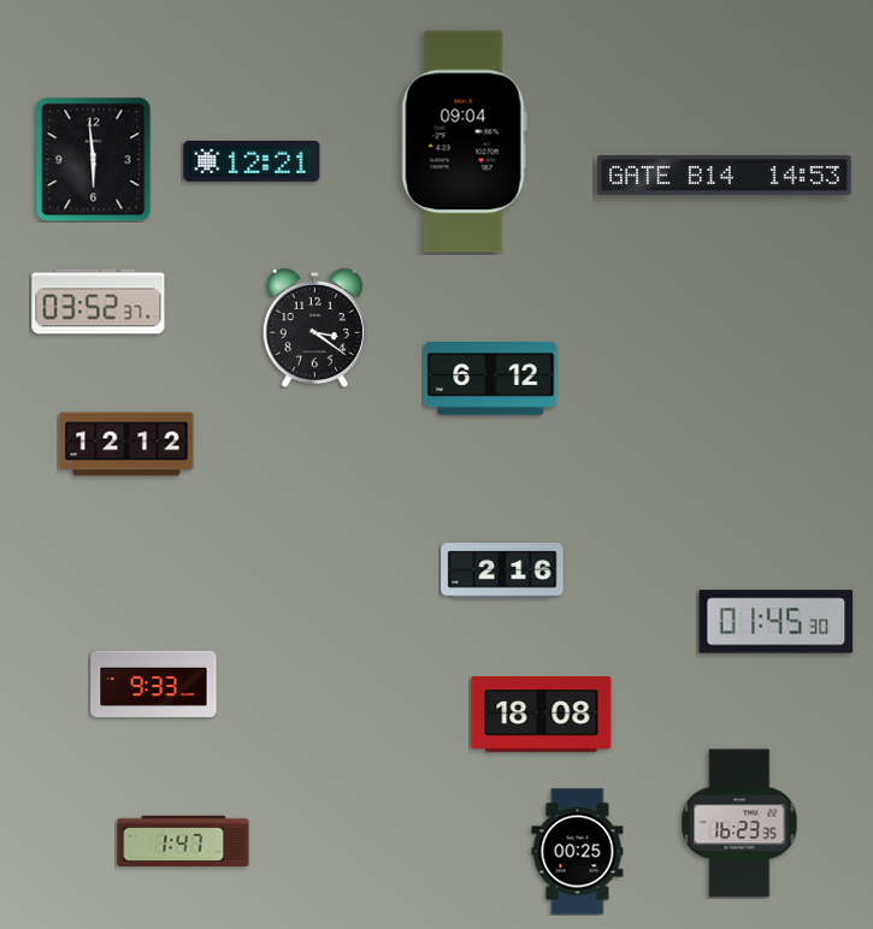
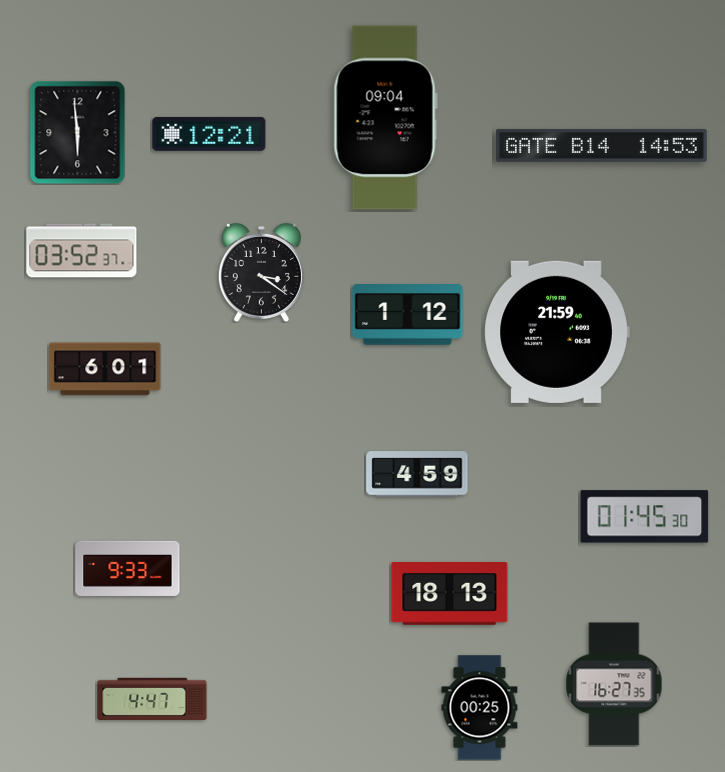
clock at (491, 379): 6:12 -> 1:12
clock at (557, 332): none -> 21:59
clock at (126, 444): 12:12 -> 6:01
clock at (502, 570): 2:16 -> 4:59
clock at (542, 715): 18:08 -> 18:13
clock at (739, 823): 16:23 -> 16:27
clock at (183, 840): 1:47 -> 4:47
